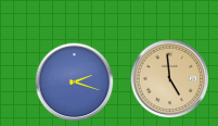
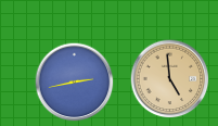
clock at (75, 83): 2:18 -> 2:43
